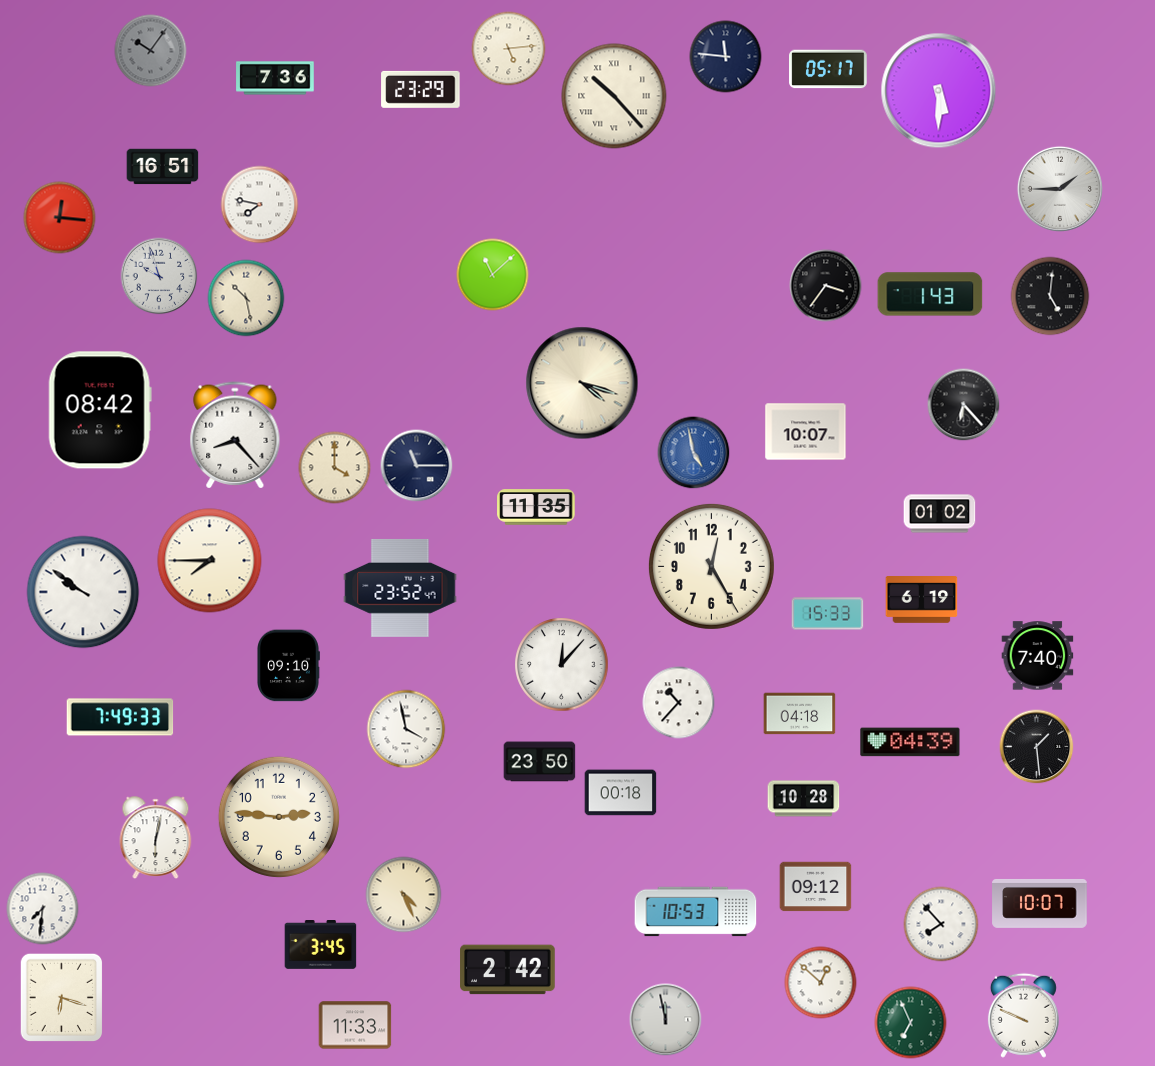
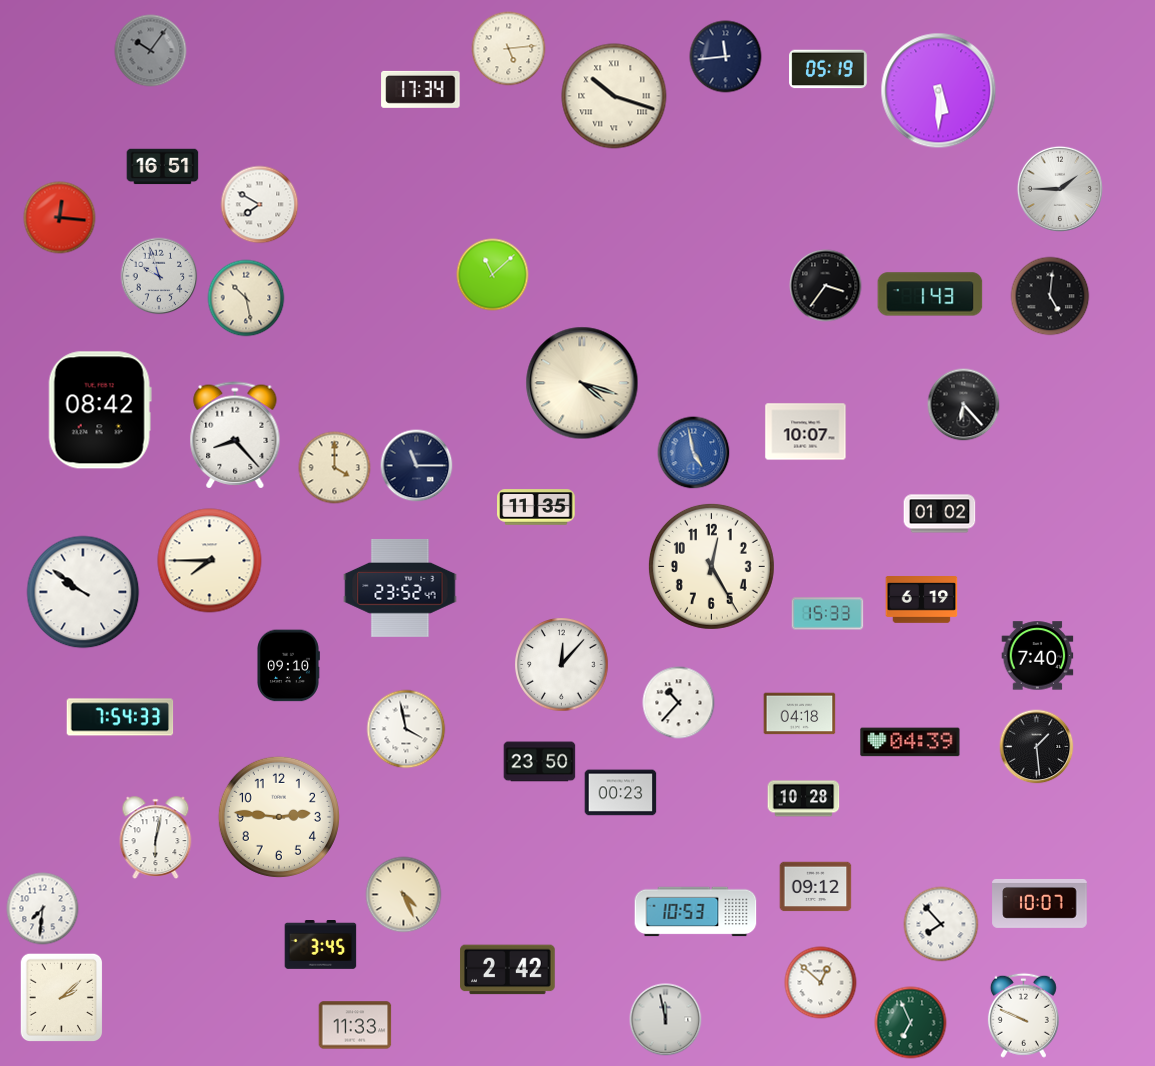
clock at (726, 57): 11:46 -> 11:44
clock at (828, 69): 05:17 -> 05:19
clock at (275, 78): 7:36 -> none
clock at (421, 89): 23:29 -> 17:34
clock at (614, 96): 10:23 -> 10:18
clock at (260, 205): 7:47 -> 7:50
clock at (120, 717): 7:49 -> 7:54
clock at (621, 793): 00:18 -> 00:23
clock at (61, 997): 6:18 -> 2:08
